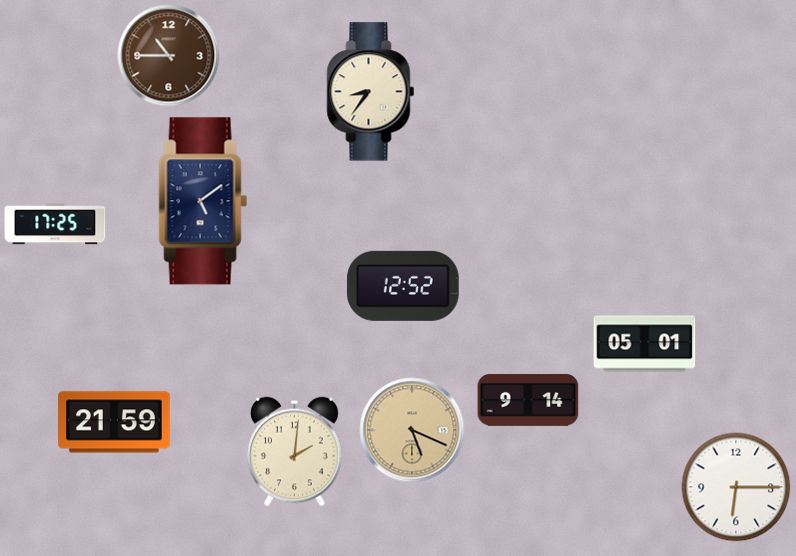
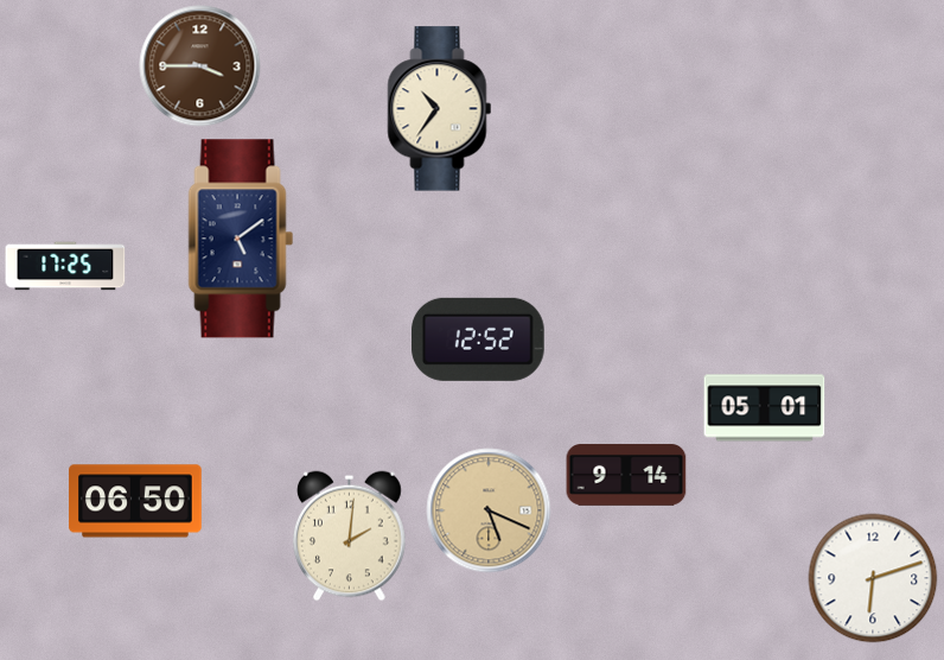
clock at (169, 56): 10:45 -> 3:45
clock at (371, 92): 8:36 -> 10:36
clock at (114, 422): 21:59 -> 06:50
clock at (736, 487): 6:15 -> 6:12
